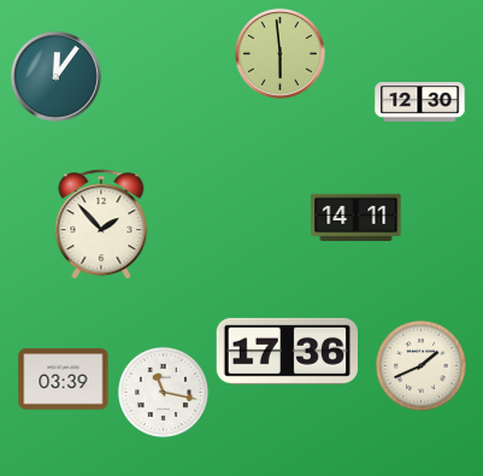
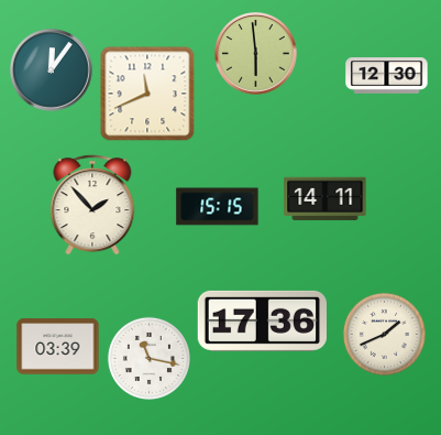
clock at (281, 54) position: (281, 54) -> (256, 54)
clock at (147, 94): none -> 11:41
clock at (420, 102) position: (420, 102) -> (387, 76)
clock at (218, 207): none -> 15:15
